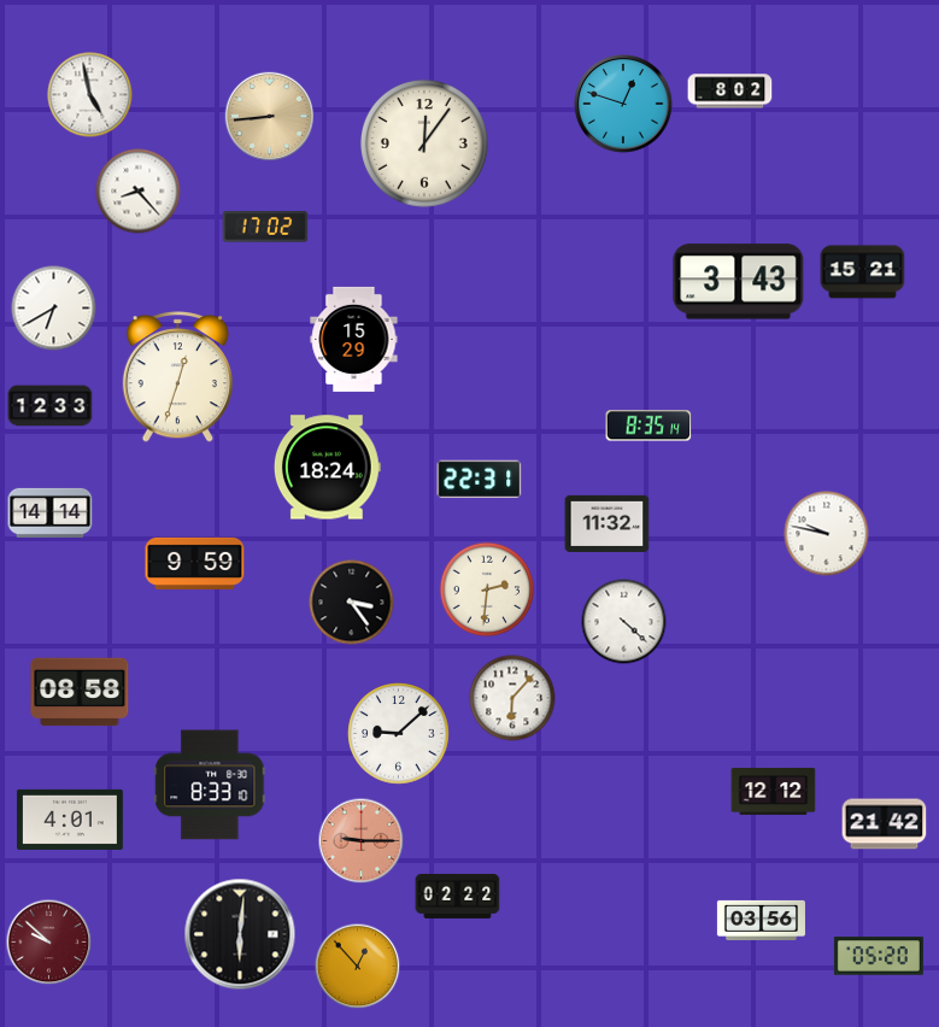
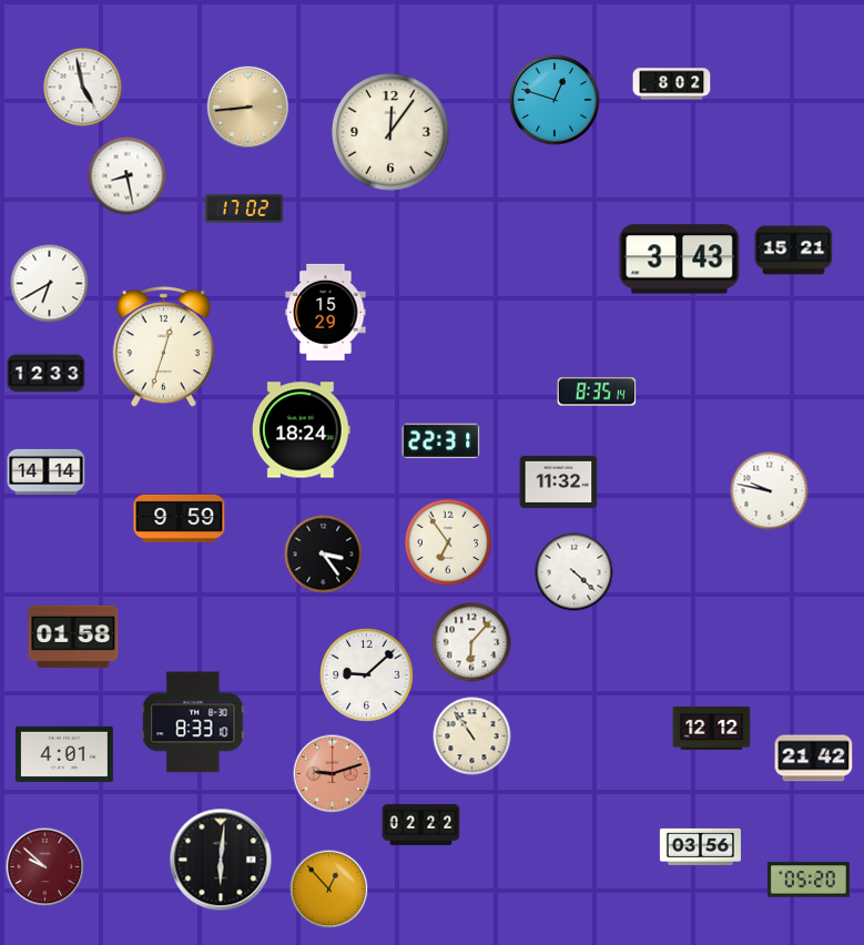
clock at (623, 104) position: (623, 104) -> (555, 100)
clock at (139, 192): 8:23 -> 8:28
clock at (827, 534) position: (827, 534) -> (770, 491)
clock at (487, 589): 2:31 -> 6:54
clock at (80, 692): 08:58 -> 01:58
clock at (472, 736): none -> 10:54
clock at (362, 841): 9:15 -> 9:12
